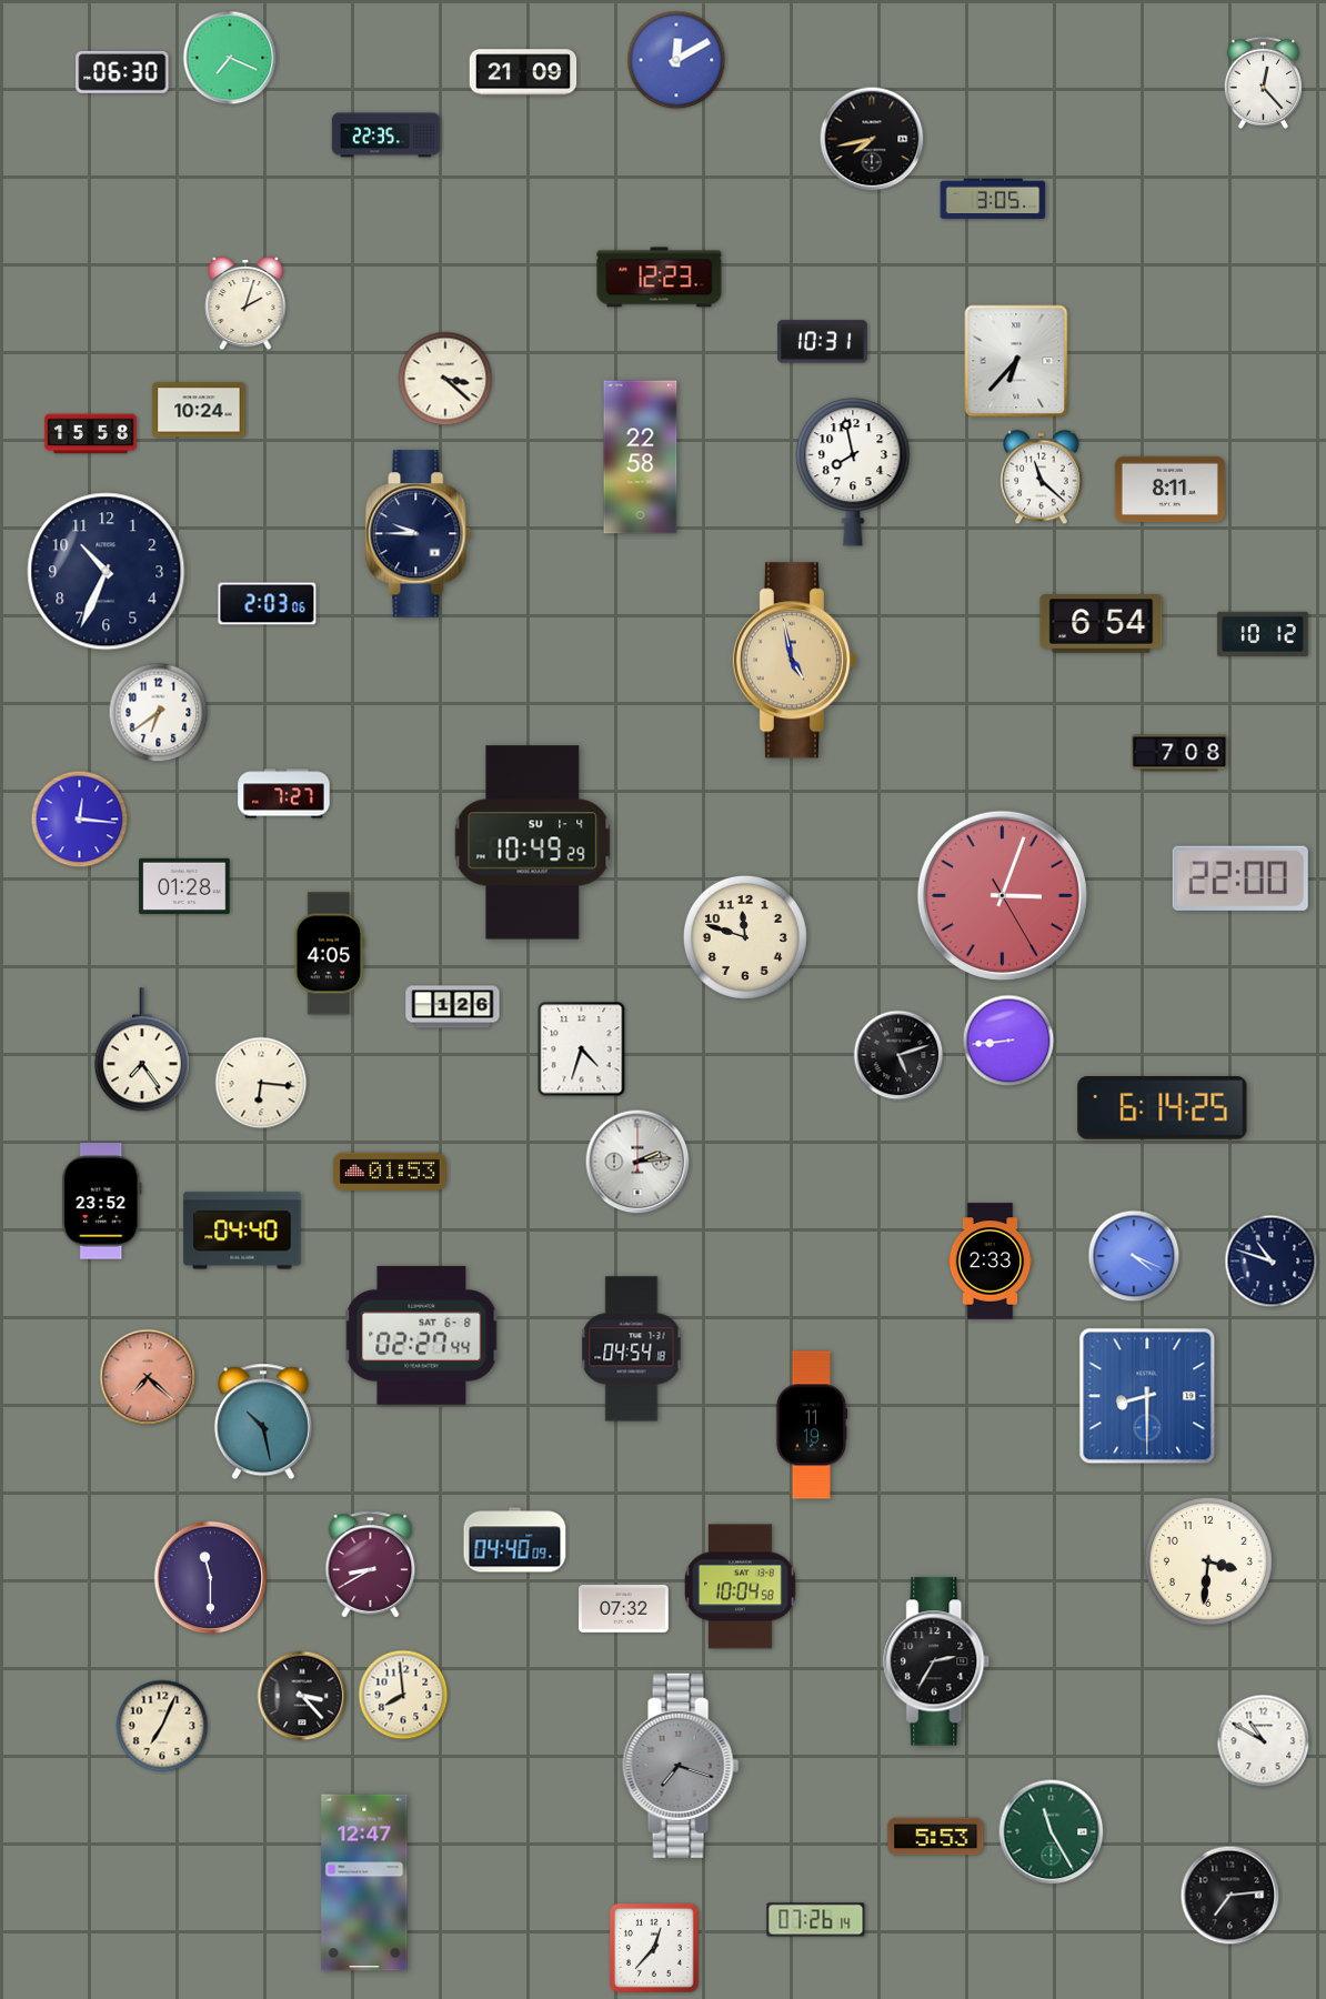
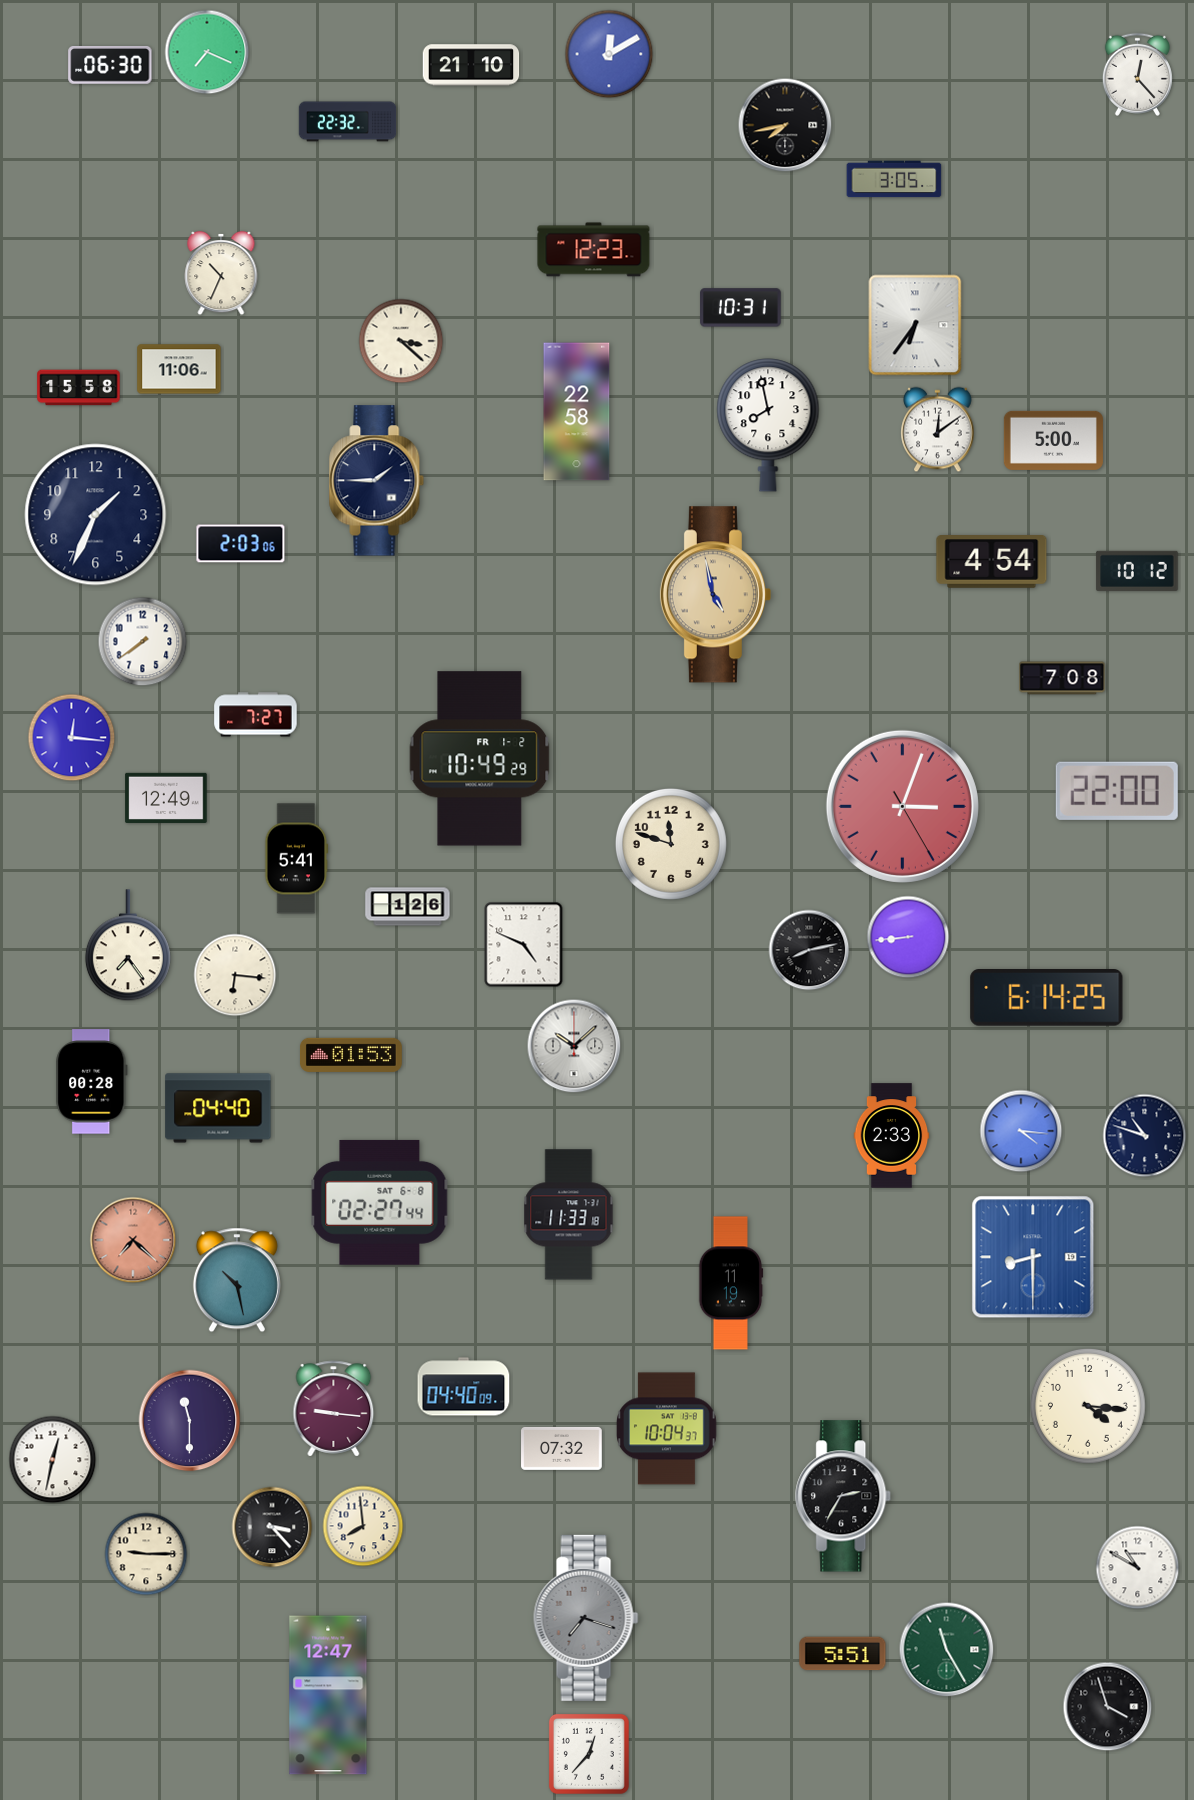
clock at (523, 72): 21:09 -> 21:10
clock at (386, 135): 22:35 -> 22:32
clock at (245, 303): 2:03 -> 10:34
clock at (1016, 361): 6:37 -> 6:36
clock at (199, 410): 10:24 -> 11:06
clock at (91, 434) position: (91, 434) -> (79, 388)
clock at (1042, 478): 11:22 -> 12:09
clock at (1169, 489): 8:11 -> 5:00
clock at (419, 534): 9:45 -> 1:45
clock at (107, 572): 10:34 -> 1:34
clock at (1102, 624): 6:54 -> 4:54
clock at (159, 713): 6:39 -> 7:39
clock at (533, 843) date: SU 1-4 -> FR 1-2
clock at (184, 886): 01:28 -> 12:49
clock at (330, 954): 4:05 -> 5:41
clock at (582, 1049): 4:33 -> 4:49
clock at (898, 1055): 5:12 -> 8:13
clock at (637, 1162): 2:14 -> 10:08
clock at (102, 1202): 23:52 -> 00:28
clock at (1134, 1256): 4:19 -> 4:16
clock at (632, 1349): 04:54 -> 11:33
clock at (1208, 1561): 3:31 -> 4:16
clock at (371, 1565): 8:40 -> 9:16
clock at (741, 1587): 10:04:58 -> 10:04:37
clock at (53, 1460): none -> 12:32
clock at (162, 1726): 7:04 -> 9:15
clock at (681, 1766) position: (681, 1766) -> (586, 1618)
clock at (936, 1837): 5:53 -> 5:51
clock at (1230, 1896): 7:14 -> 3:57
clock at (816, 1920): 07:26 -> none
